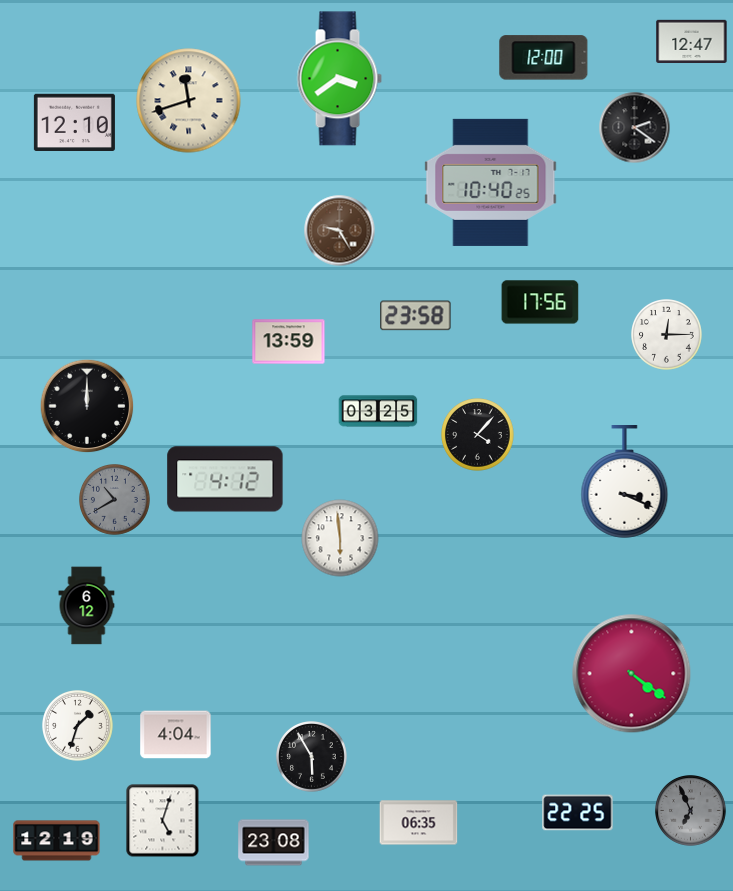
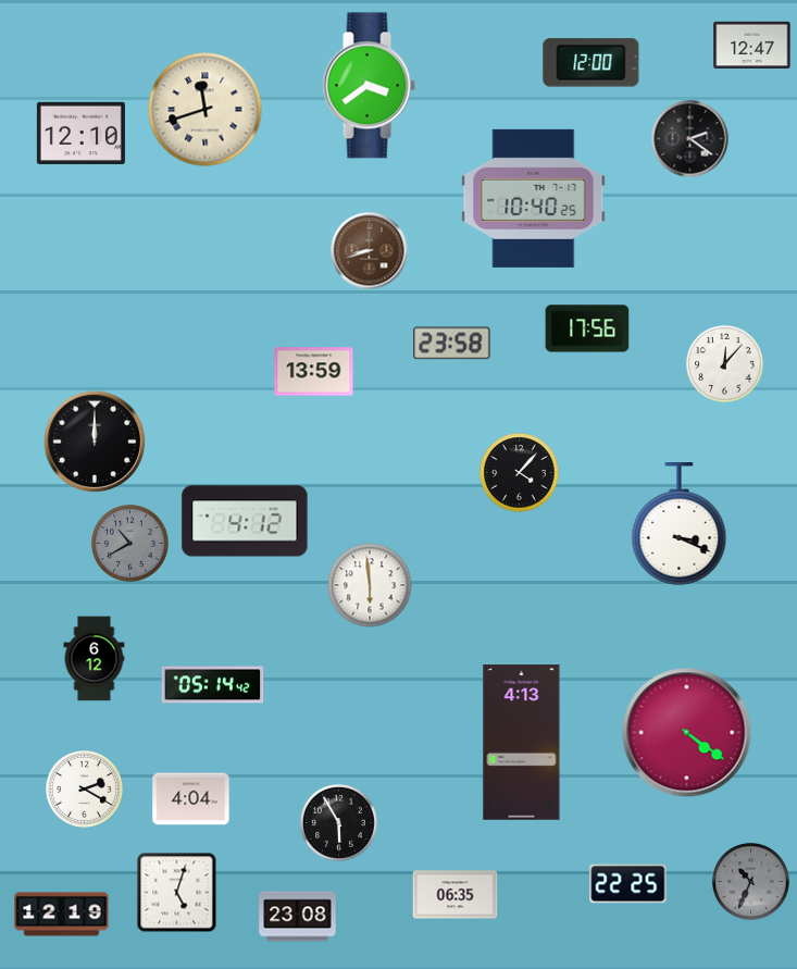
clock at (340, 231): 9:25 -> 8:42
clock at (667, 335): 12:15 -> 12:07
clock at (378, 411): 03:25 -> none
clock at (115, 500) position: (115, 500) -> (130, 544)
clock at (213, 685): none -> 05:14
clock at (522, 743): none -> 4:13
clock at (78, 726): 1:33 -> 2:20
clock at (691, 811): 6:56 -> 10:34
